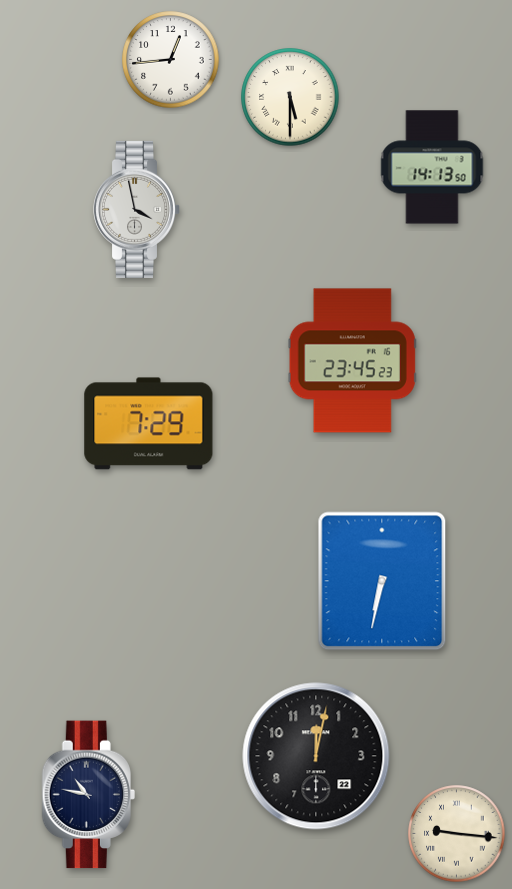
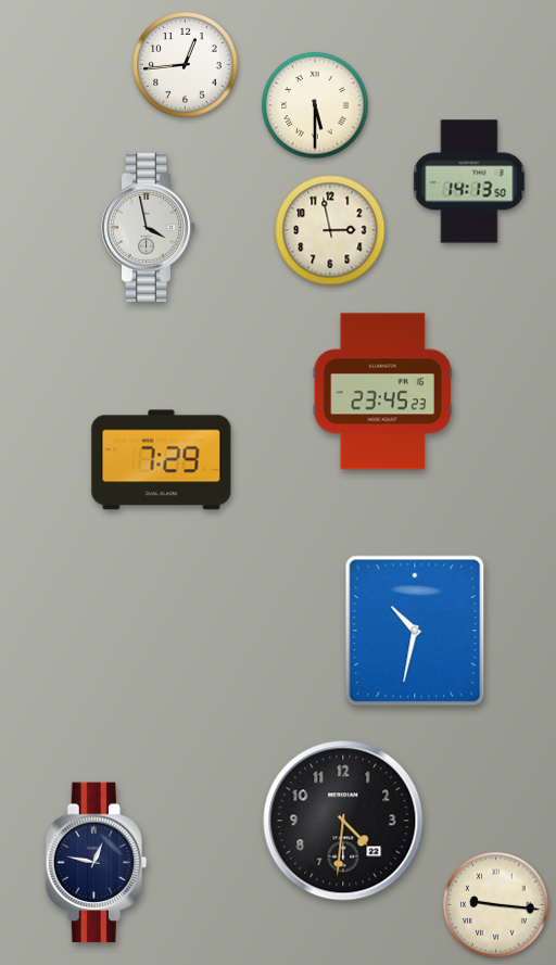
clock at (330, 230): none -> 2:58
clock at (382, 581): 6:32 -> 10:32
clock at (316, 756): 12:02 -> 4:31
clock at (88, 795): 10:47 -> 12:47
